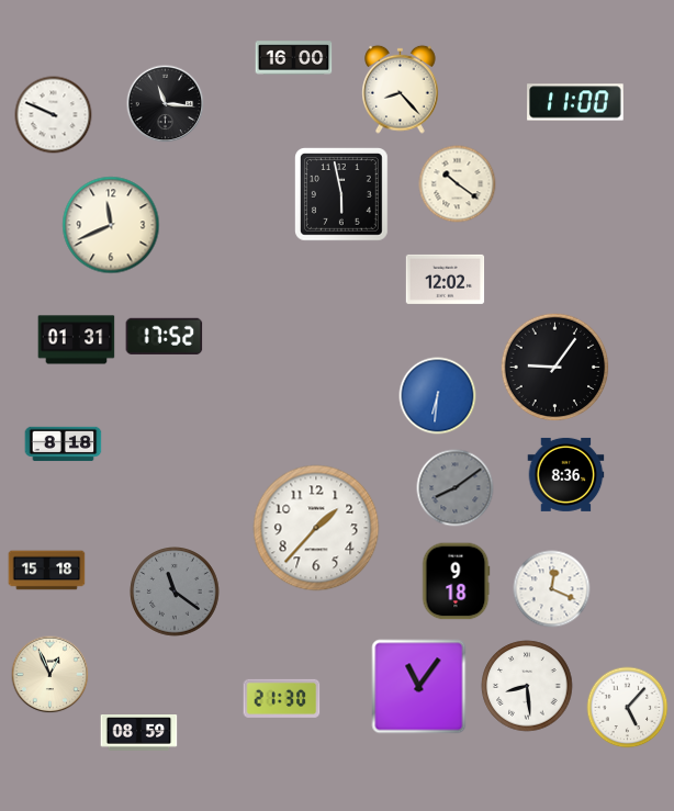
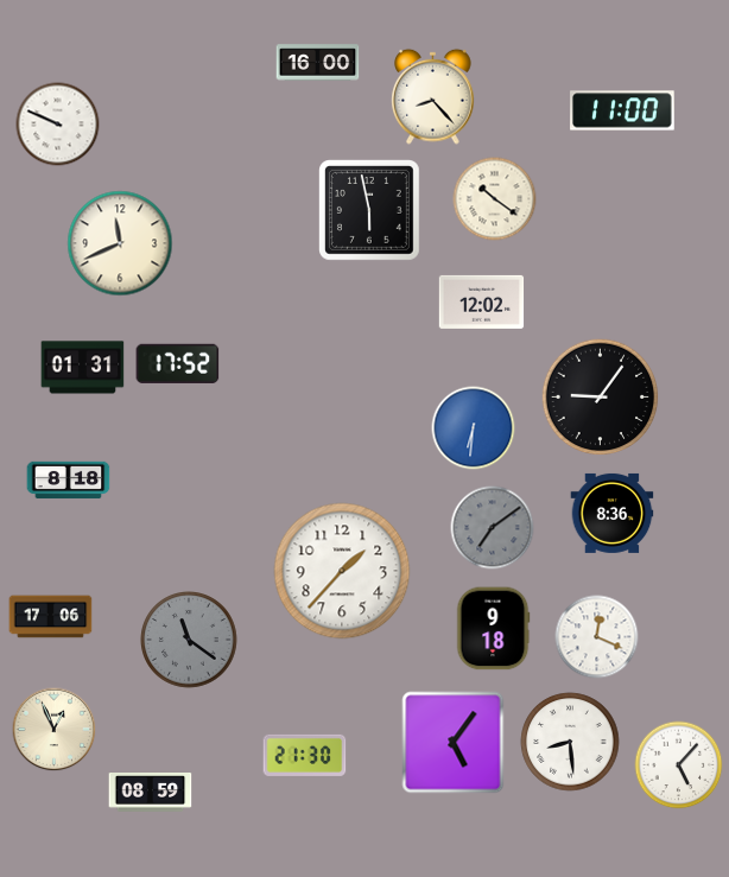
clock at (166, 104): 11:16 -> none
clock at (456, 488): 8:09 -> 7:09
clock at (47, 571): 15:18 -> 17:06
clock at (419, 687): 11:06 -> 5:06
